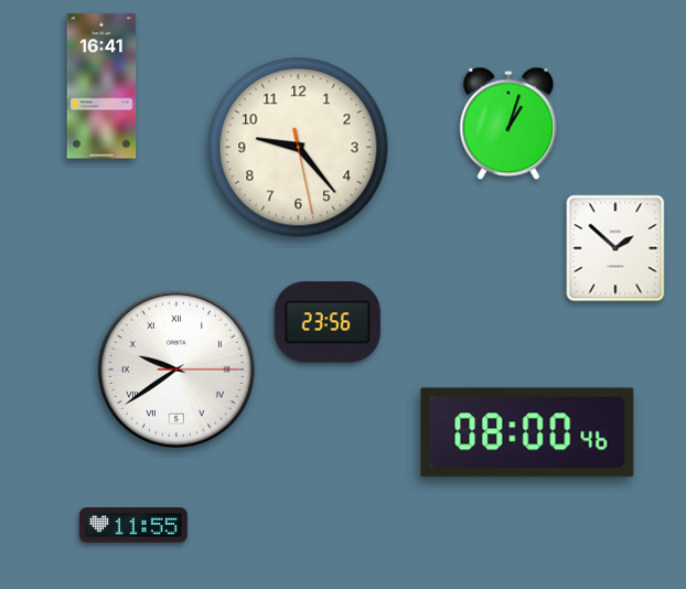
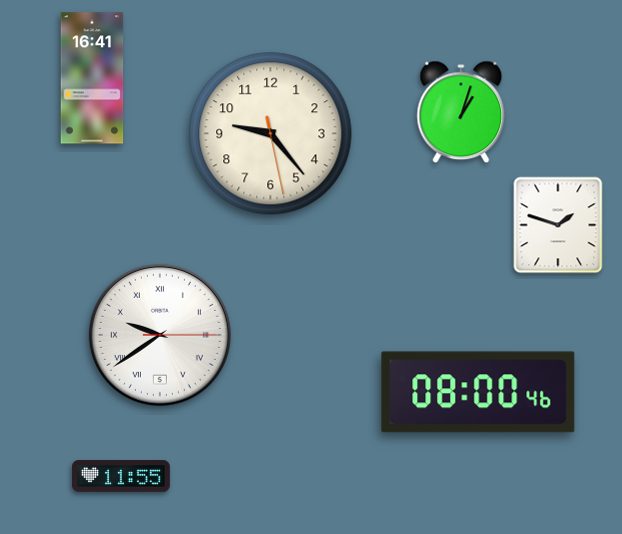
clock at (615, 248): 1:52 -> 1:48
clock at (328, 322): 23:56 -> none
